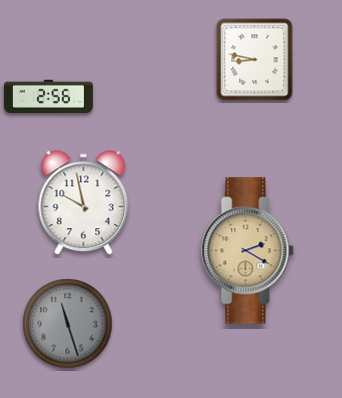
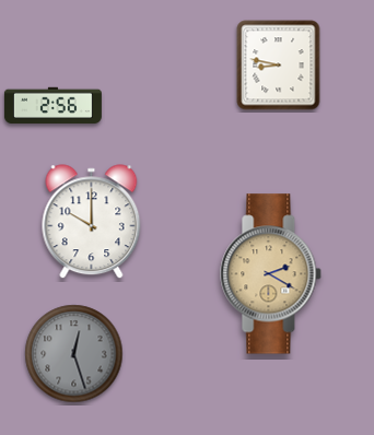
clock at (84, 203): 9:58 -> 10:00
clock at (68, 324): 11:27 -> 12:27
